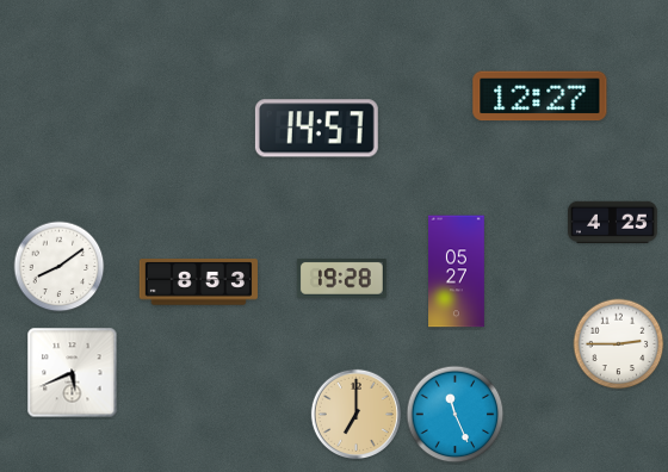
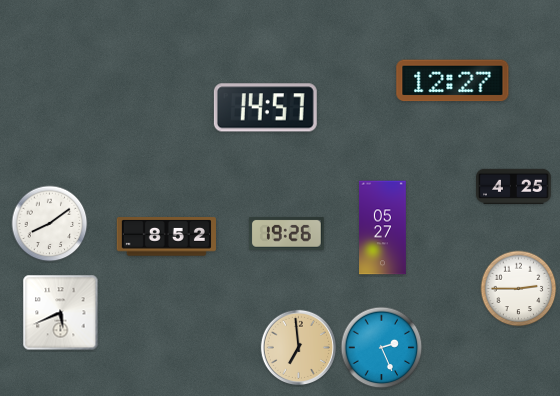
clock at (341, 278): 19:28 -> 19:26
clock at (198, 282): 8:53 -> 8:52
clock at (355, 414): 7:00 -> 6:59
clock at (456, 415): 11:26 -> 2:26
